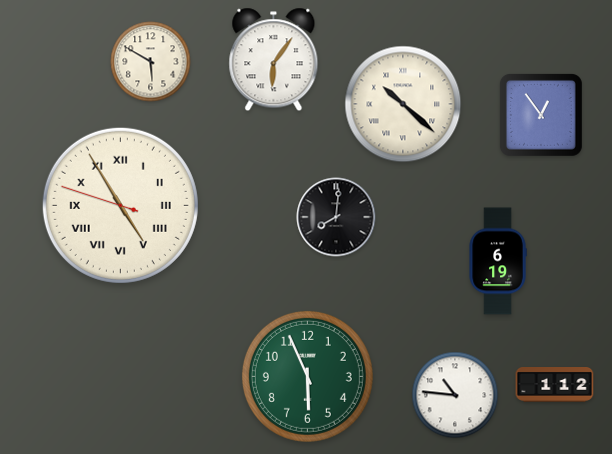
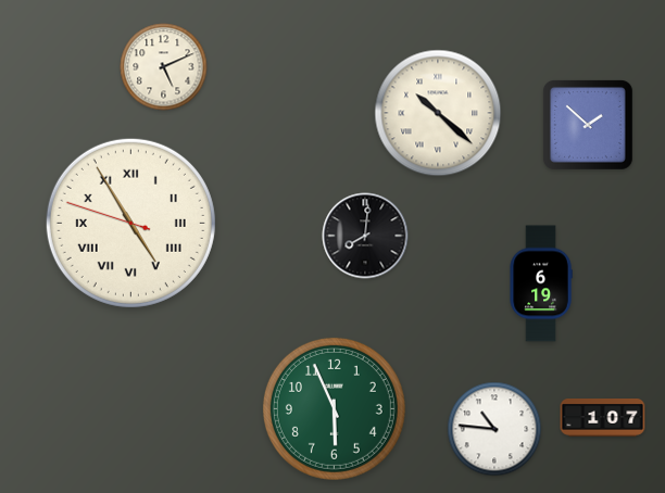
clock at (274, 60): 6:06 -> none
clock at (151, 62): 5:50 -> 5:11
clock at (541, 115): 12:54 -> 1:52
clock at (555, 385): 1:12 -> 1:07
